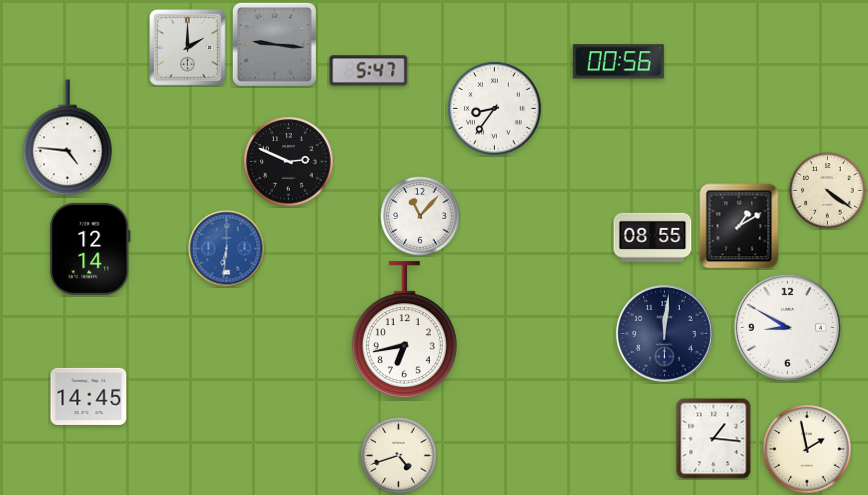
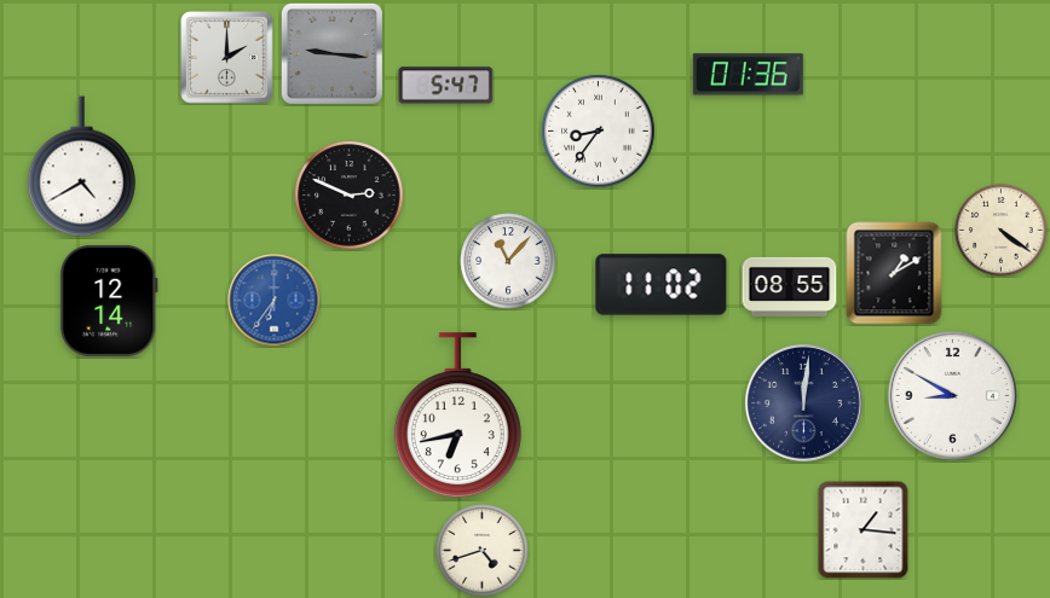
clock at (618, 62): 00:56 -> 01:36
clock at (67, 138): 4:46 -> 4:40
clock at (662, 285): none -> 11:02
clock at (227, 249): 6:31 -> 6:36
clock at (404, 330) position: (404, 330) -> (457, 416)
clock at (89, 396): 14:45 -> none
clock at (807, 449): 1:58 -> none
